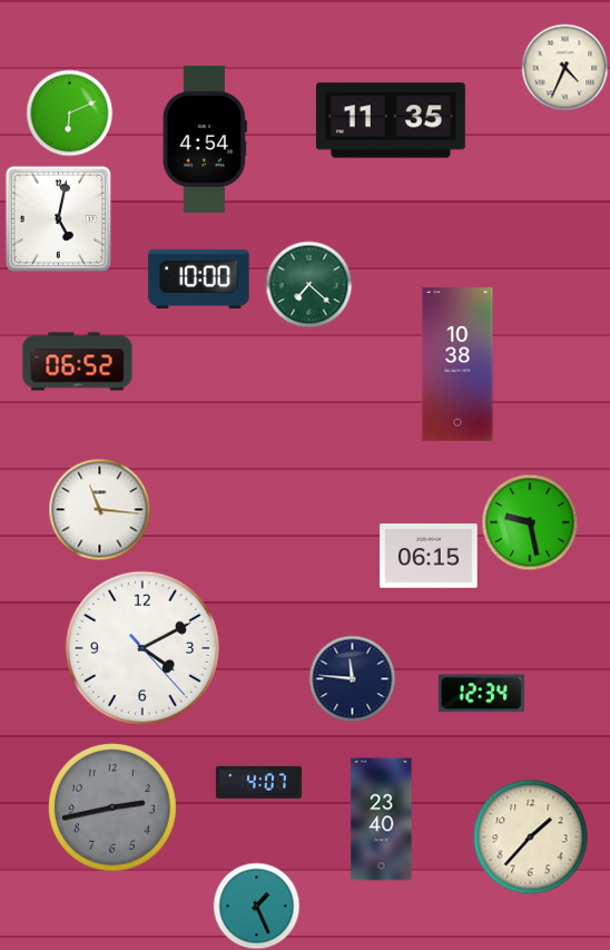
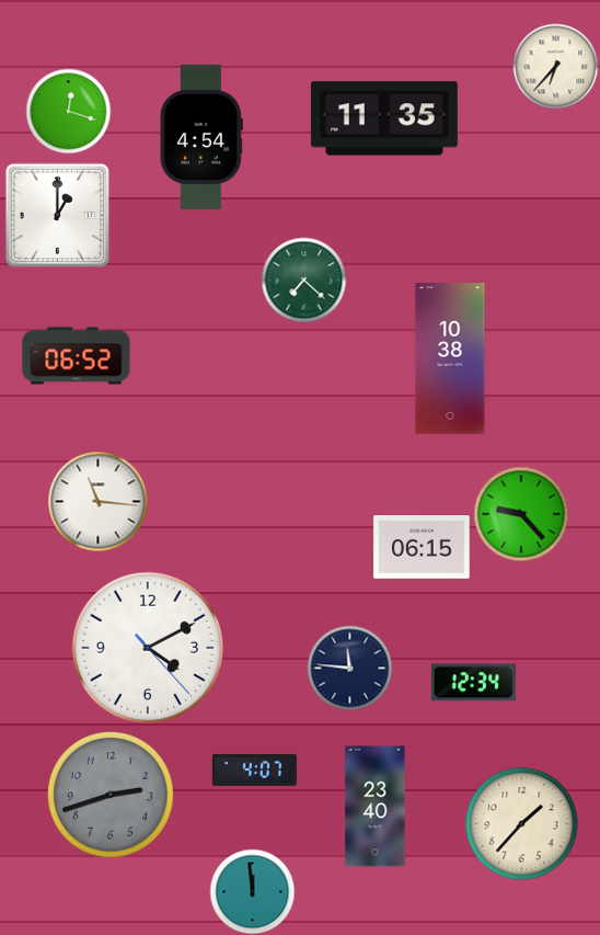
clock at (564, 67): 4:34 -> 6:37
clock at (69, 112): 6:11 -> 12:18
clock at (58, 218): 5:02 -> 1:00
clock at (199, 278): 10:00 -> none
clock at (530, 522): 9:28 -> 9:23
clock at (141, 647) position: (141, 647) -> (147, 647)
clock at (352, 678) position: (352, 678) -> (349, 668)
clock at (114, 809): 2:43 -> 2:42
clock at (256, 905): 1:26 -> 11:59
